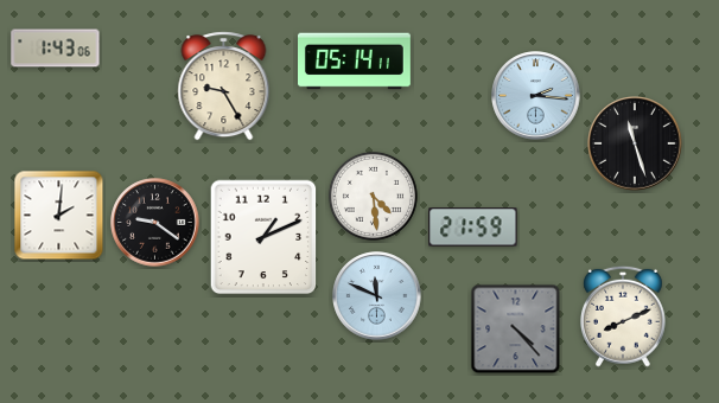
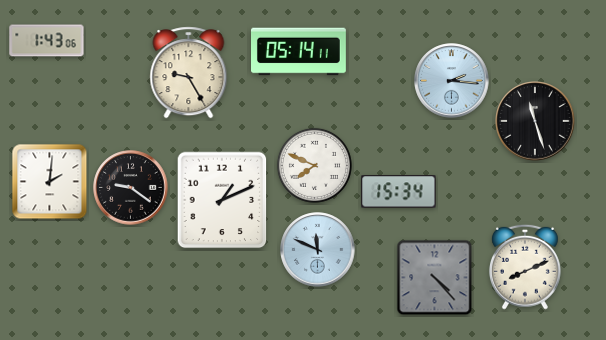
clock at (373, 196): 4:29 -> 7:49
clock at (473, 228): 21:59 -> 15:34
